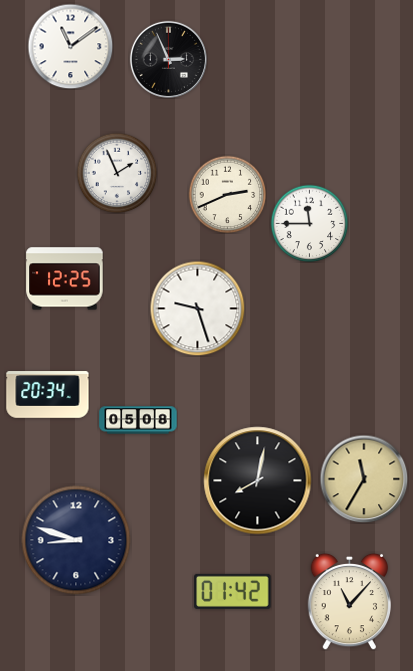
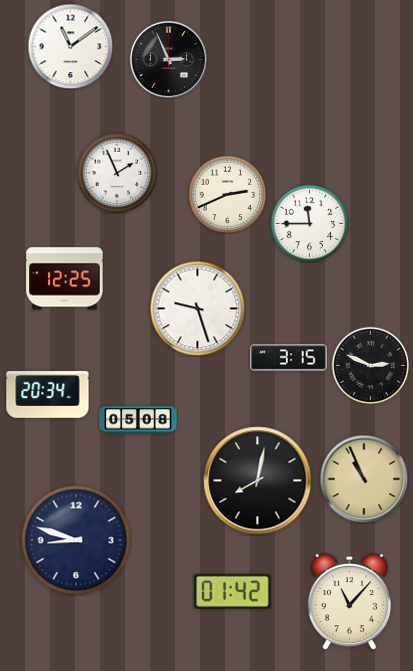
clock at (289, 358): none -> 3:15
clock at (370, 365): none -> 2:49
clock at (364, 479): 11:35 -> 10:56
